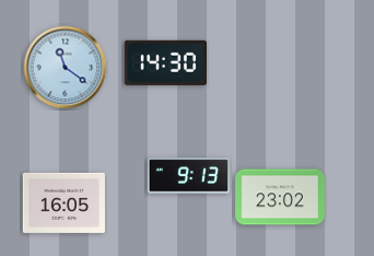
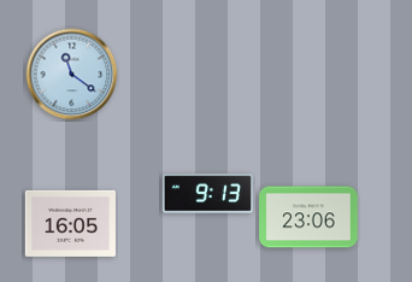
clock at (165, 62): 14:30 -> none
clock at (280, 197): 23:02 -> 23:06
